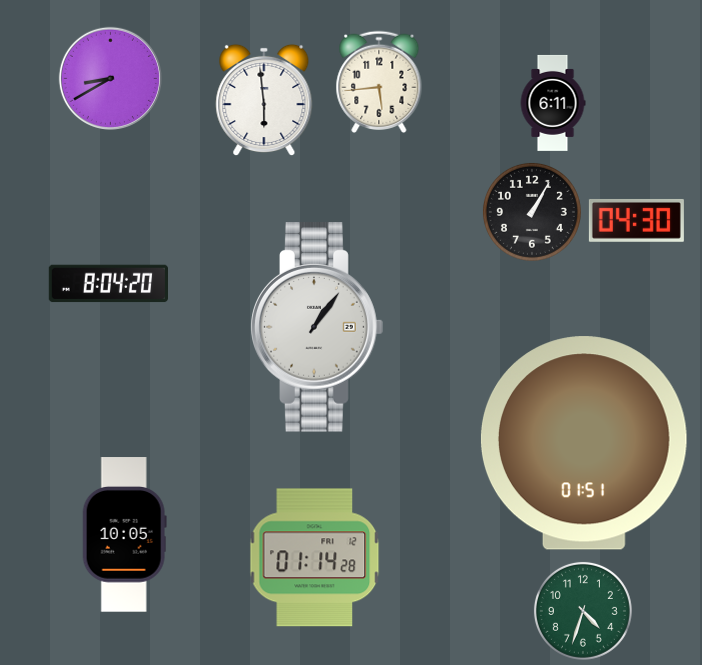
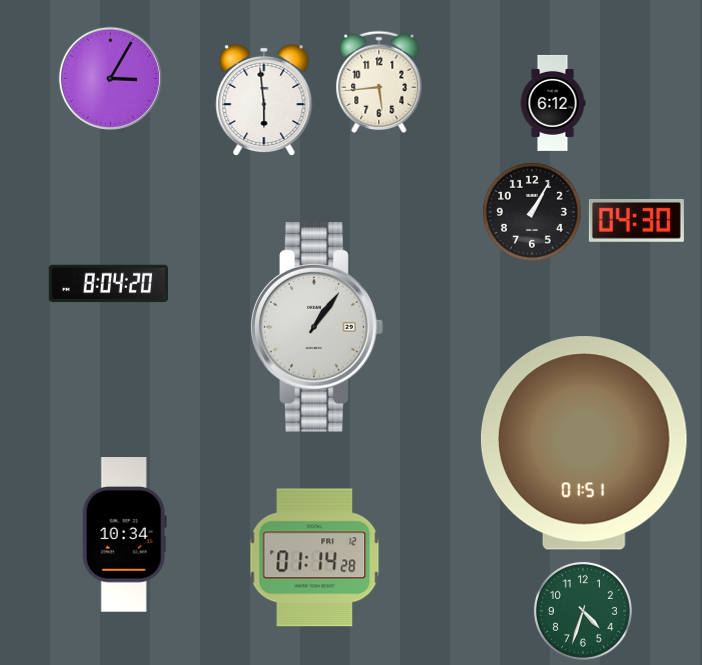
clock at (110, 78): 8:40 -> 3:05
clock at (553, 103): 6:11 -> 6:12
clock at (124, 535): 10:05 -> 10:34
